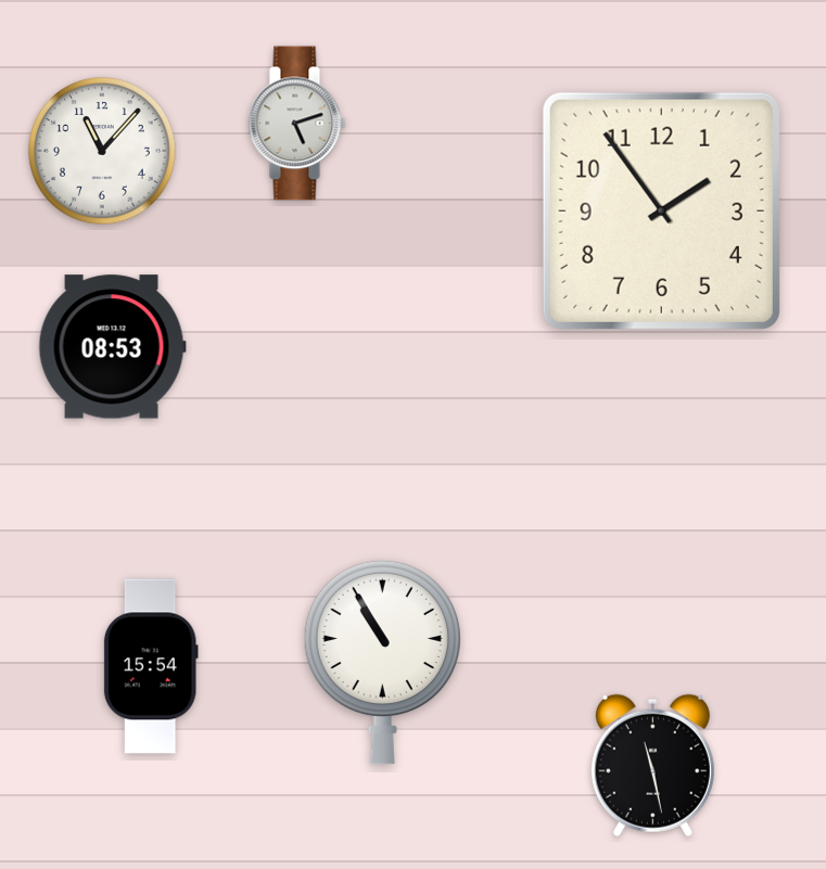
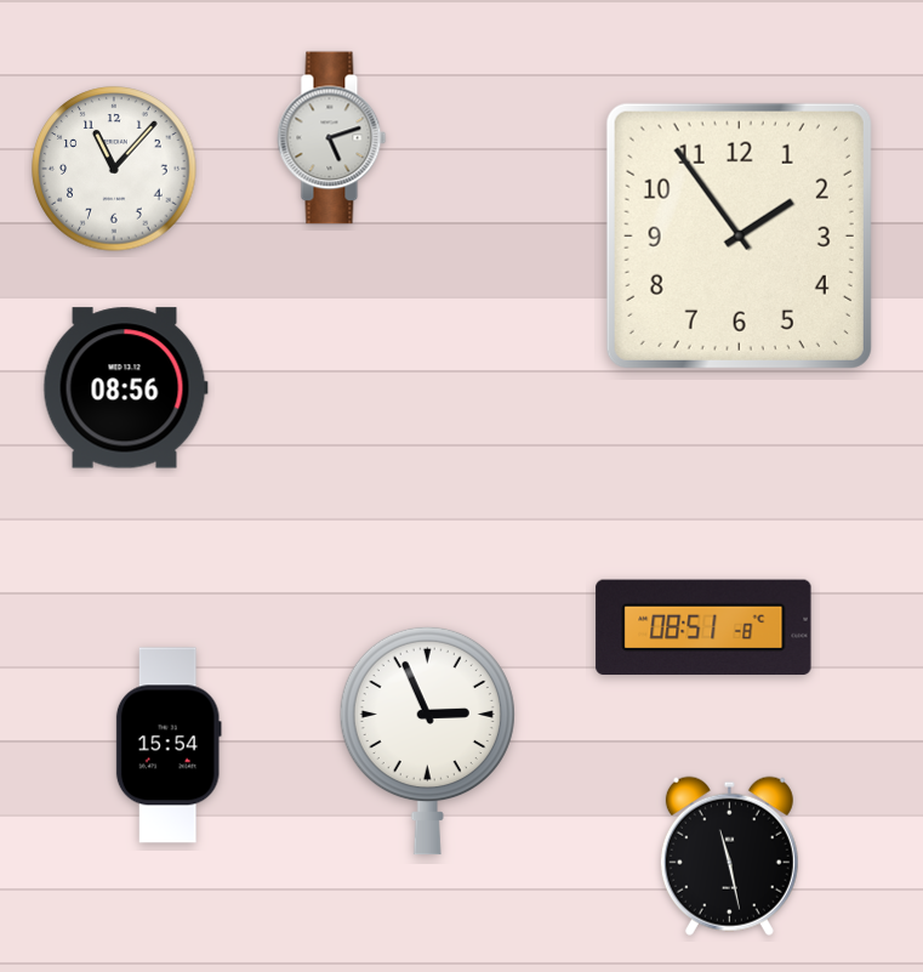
clock at (112, 347): 08:53 -> 08:56
clock at (703, 626): none -> 08:51
clock at (382, 662): 10:55 -> 2:56
